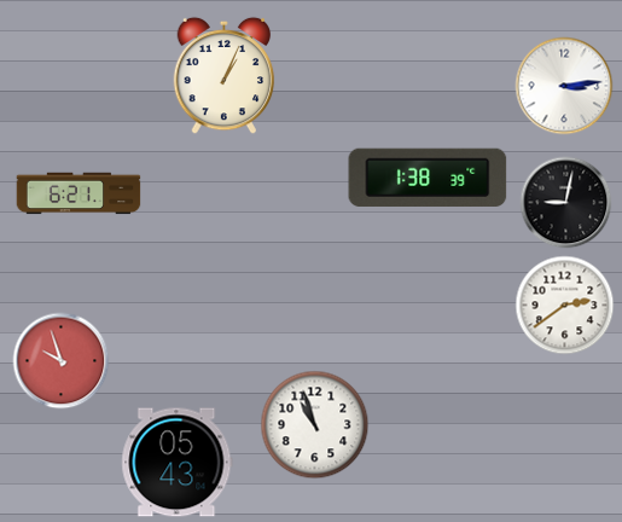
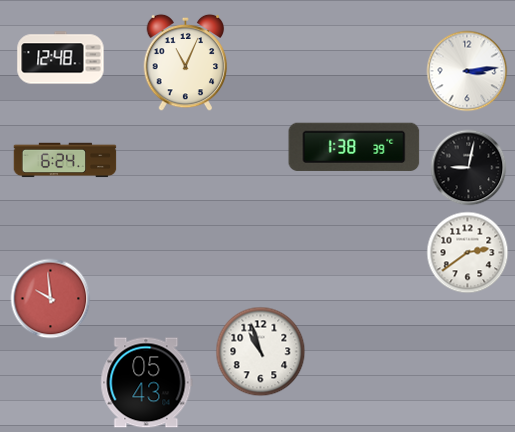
clock at (61, 58): none -> 12:48
clock at (225, 76): 1:04 -> 11:04
clock at (79, 193): 6:21 -> 6:24
clock at (62, 361): 9:57 -> 9:59
